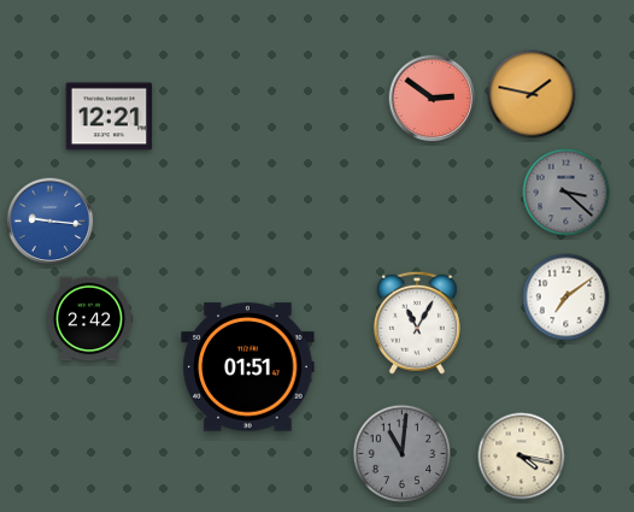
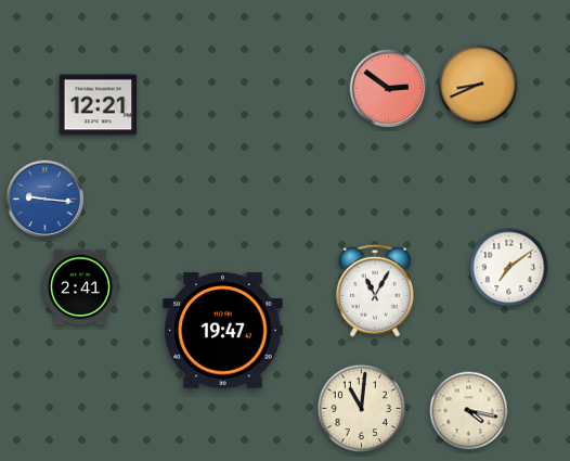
clock at (532, 94): 1:47 -> 8:41
clock at (567, 193): 3:22 -> none
clock at (89, 319): 2:42 -> 2:41
clock at (248, 367): 01:51 -> 19:47
clock at (403, 454) dial: grey -> cream
